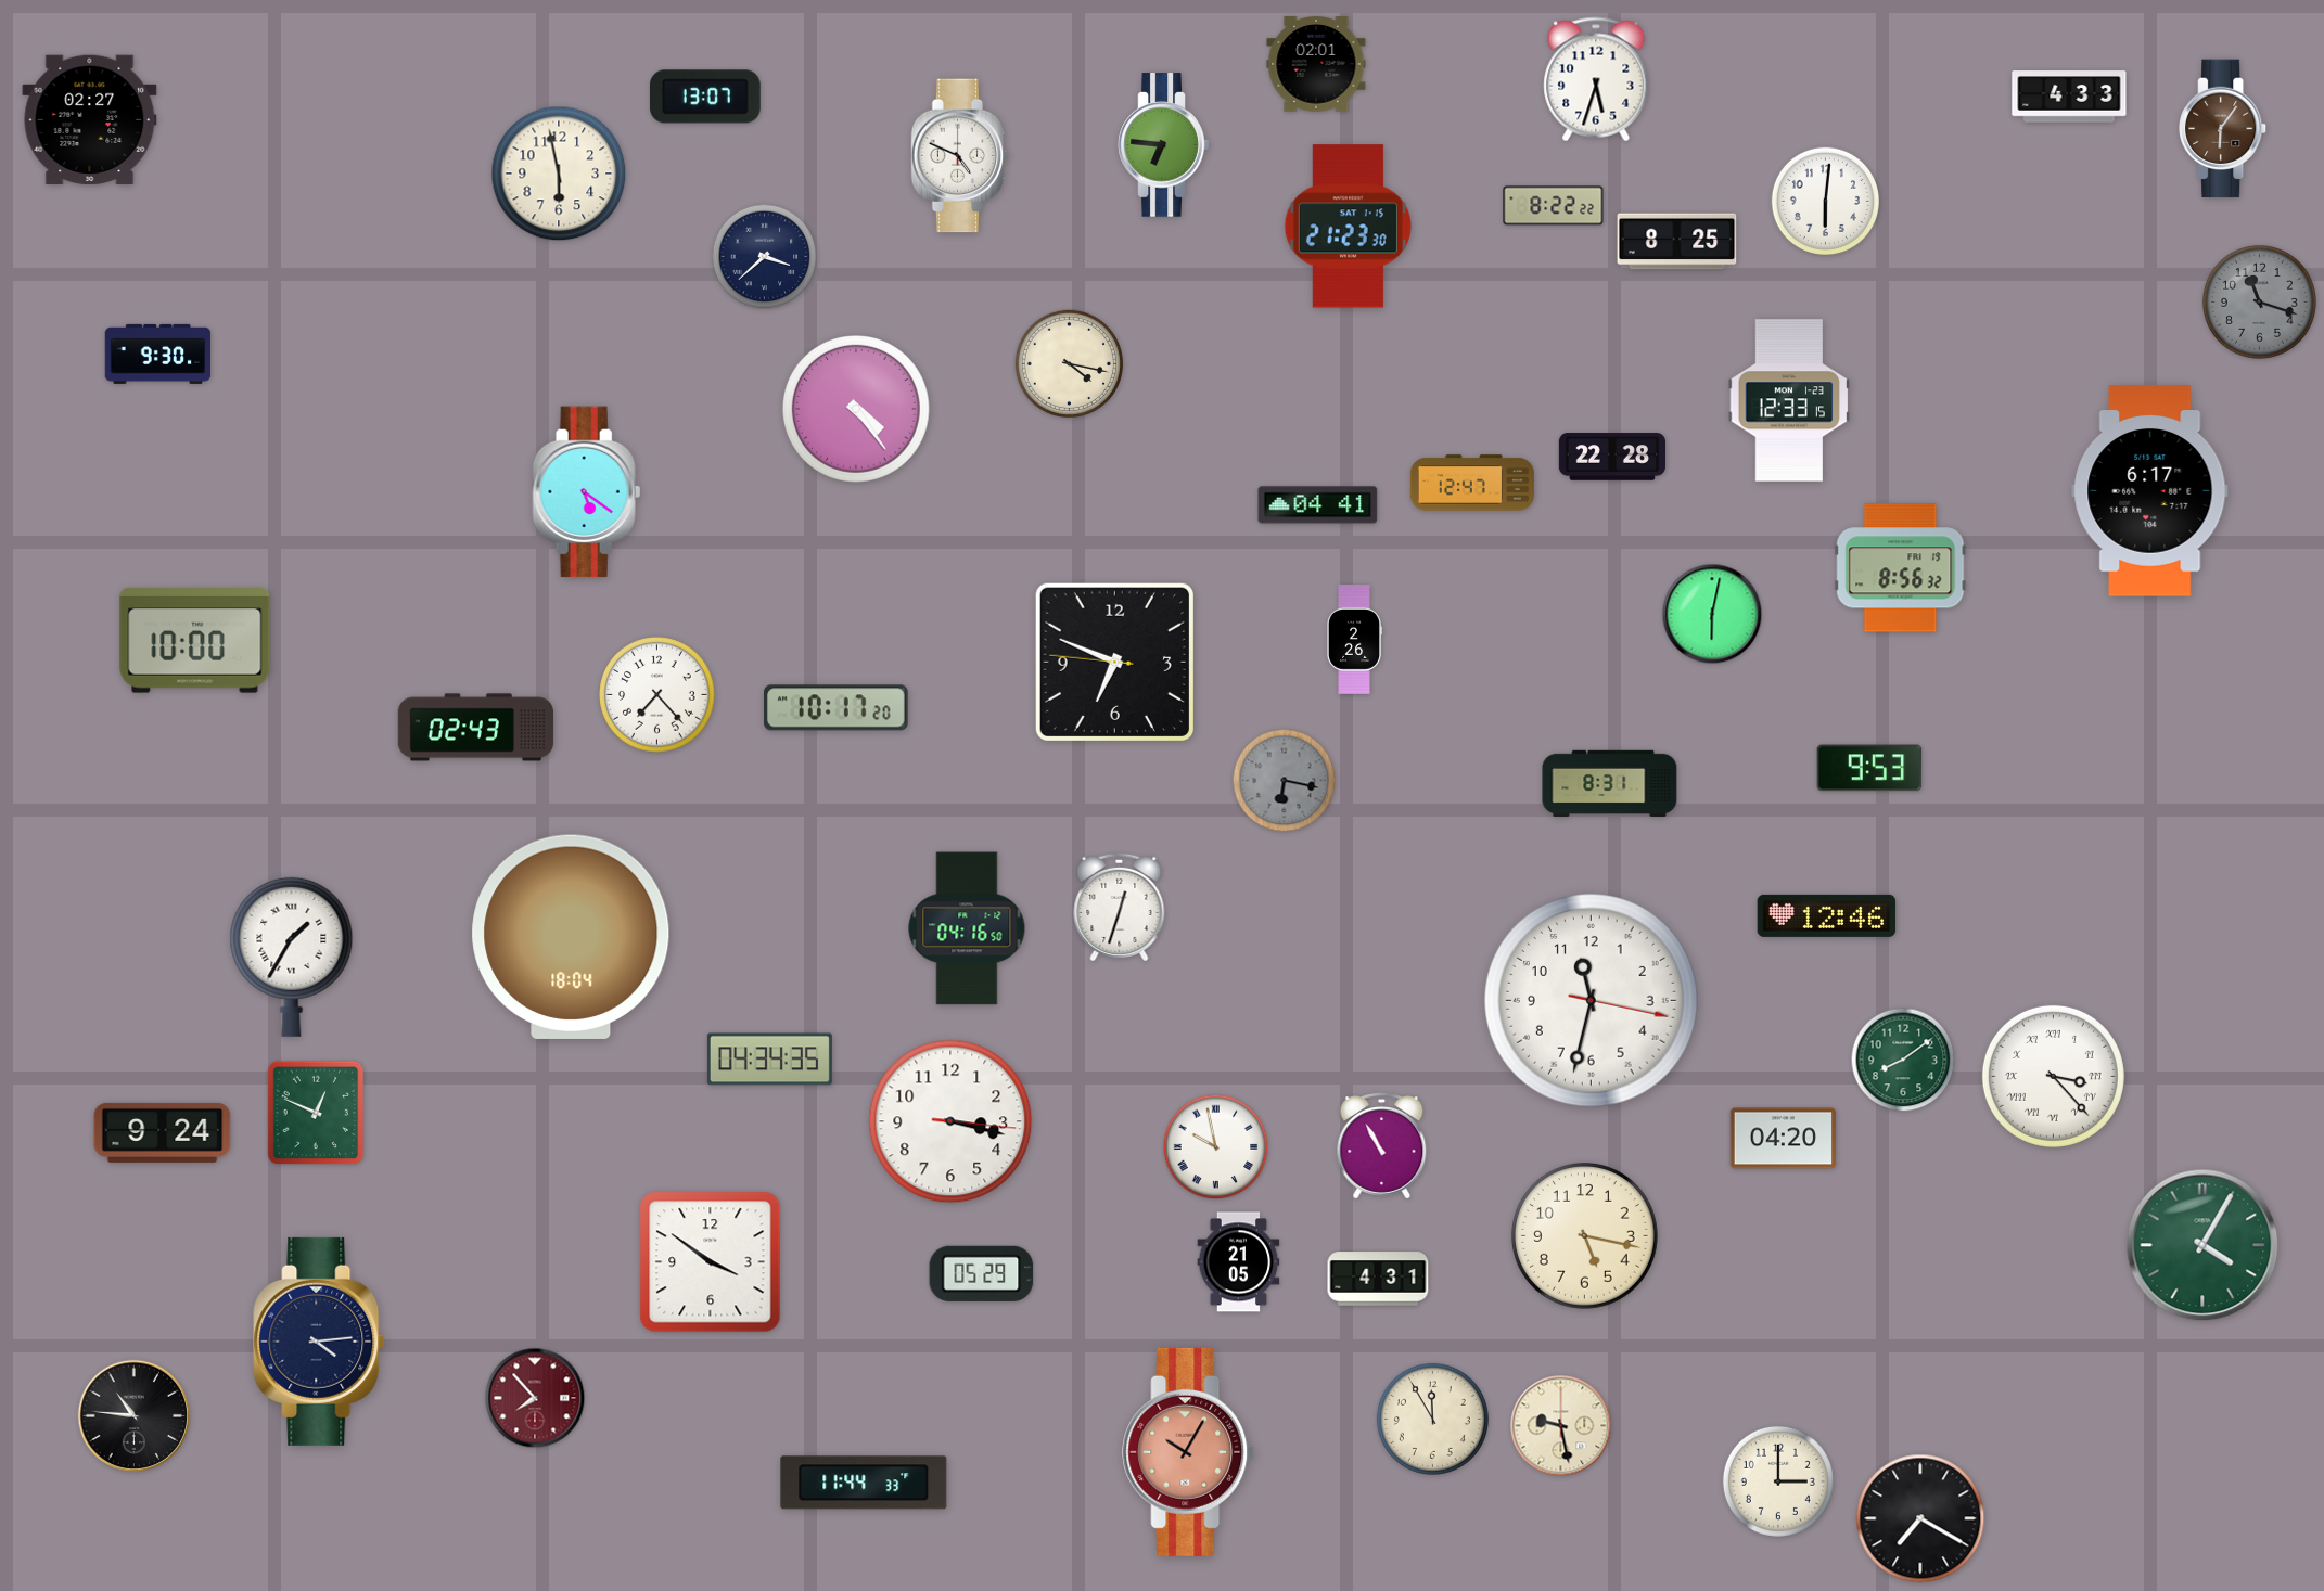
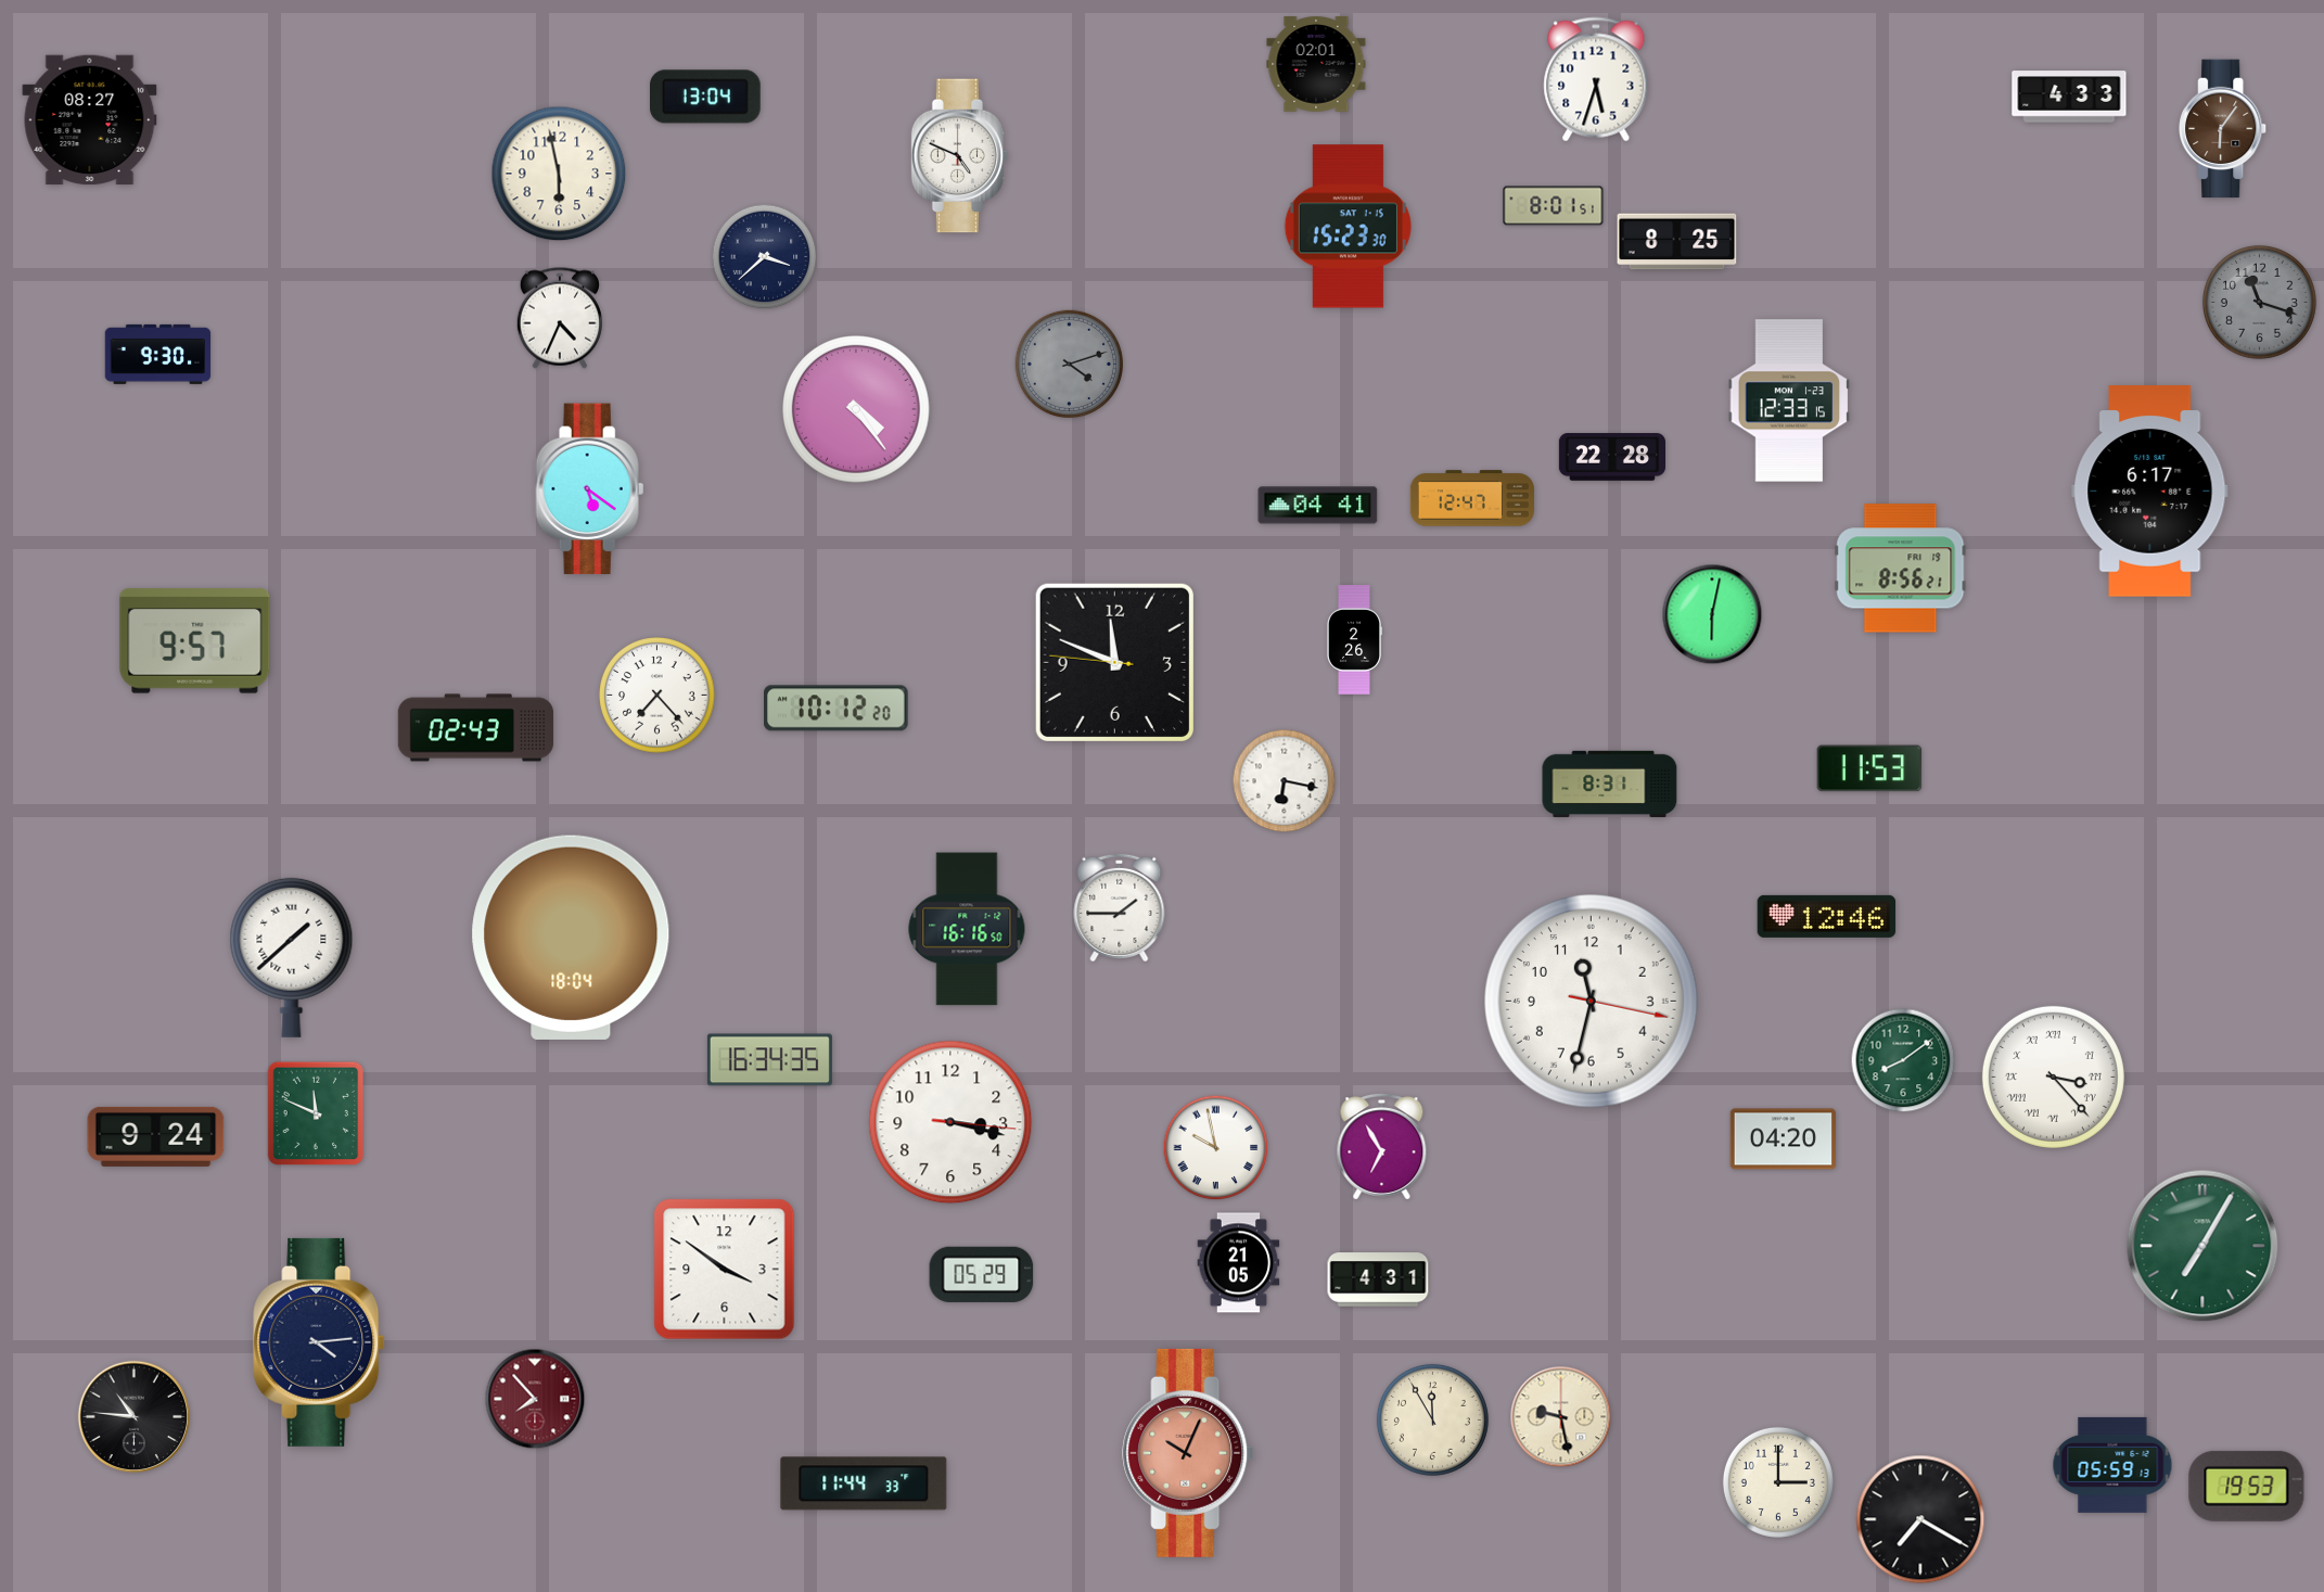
clock at (706, 97): 13:07 -> 13:04
clock at (90, 120): 02:27 -> 08:27
clock at (1164, 145): 6:46 -> none
clock at (1825, 201): 6:01 -> none
clock at (1554, 206): 8:22 -> 8:01
clock at (1348, 227): 21:23 -> 15:23
clock at (560, 318): none -> 4:34
clock at (1069, 363): 4:17 -> 4:12
clock at (1069, 363) dial: cream -> grey
clock at (1472, 483) position: (1472, 483) -> (1472, 498)
clock at (587, 492) position: (587, 492) -> (590, 489)
clock at (1901, 568): 8:56:32 -> 8:56:21
clock at (195, 641): 10:00 -> 9:57
clock at (1114, 662): 6:48 -> 11:48
clock at (837, 708): 10:17 -> 10:12
clock at (1869, 768): 9:53 -> 11:53
clock at (1285, 781) dial: grey -> white
clock at (1120, 907): 12:33 -> 1:45
clock at (967, 928): 04:16 -> 16:16
clock at (292, 957): 1:35 -> 1:38
clock at (769, 1060): 04:34 -> 16:34
clock at (316, 1113): 12:49 -> 11:49
clock at (163, 1132) position: (163, 1132) -> (156, 1136)
clock at (1382, 1146): 10:55 -> 6:55
clock at (1584, 1235): 5:17 -> none
clock at (2202, 1245): 4:05 -> 7:05
clock at (711, 1262) position: (711, 1262) -> (725, 1270)
clock at (1561, 1426) position: (1561, 1426) -> (1561, 1417)
clock at (1188, 1452): 10:05 -> 10:04
clock at (2112, 1465): none -> 05:59
clock at (2247, 1486): none -> 19:53
